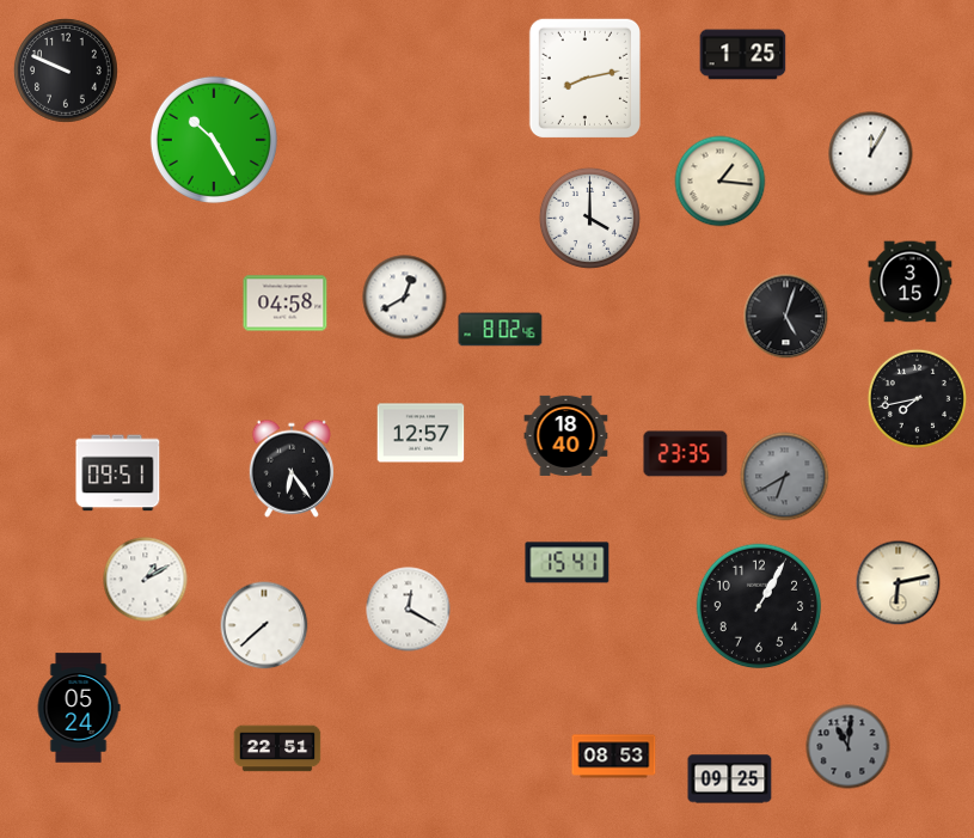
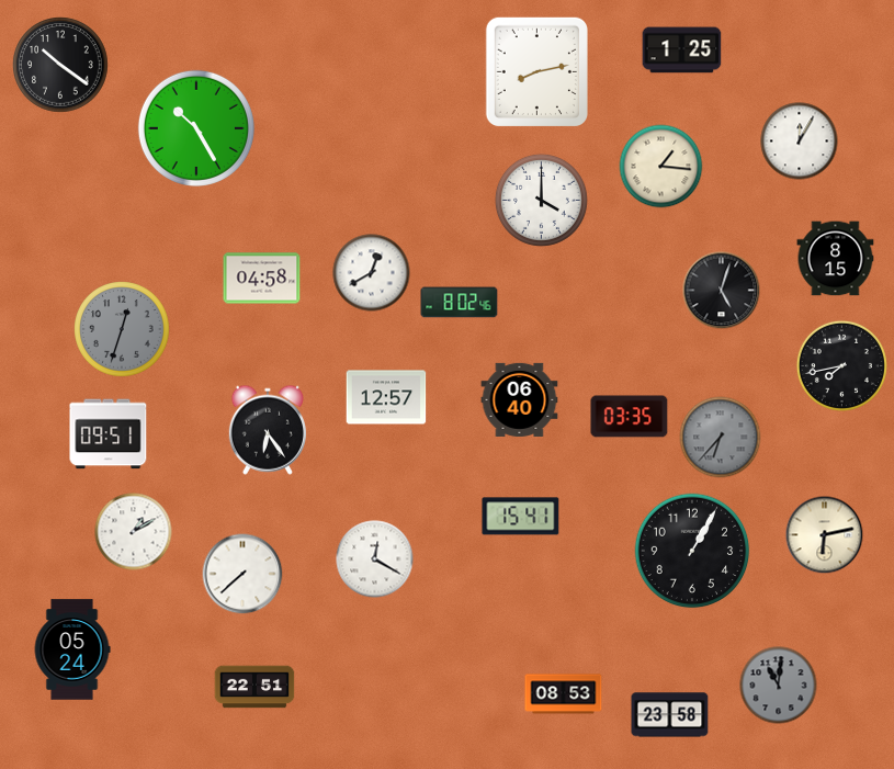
clock at (66, 71): 9:49 -> 10:21
clock at (911, 282): 3:15 -> 8:15
clock at (122, 329): none -> 12:33
clock at (566, 435): 18:40 -> 06:40
clock at (686, 454): 23:35 -> 03:35
clock at (785, 477): 6:40 -> 6:37
clock at (759, 606) position: (759, 606) -> (692, 551)
clock at (730, 779): 09:25 -> 23:58
